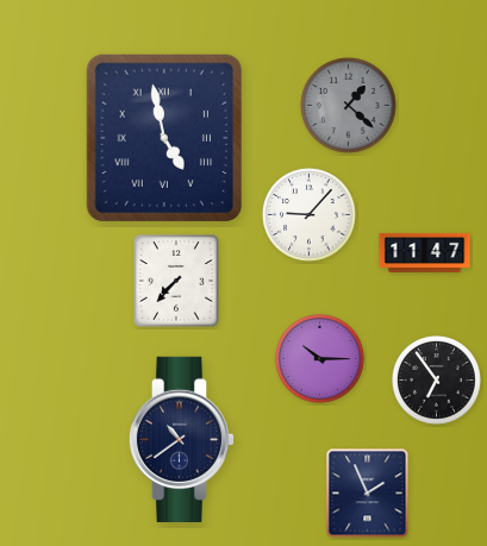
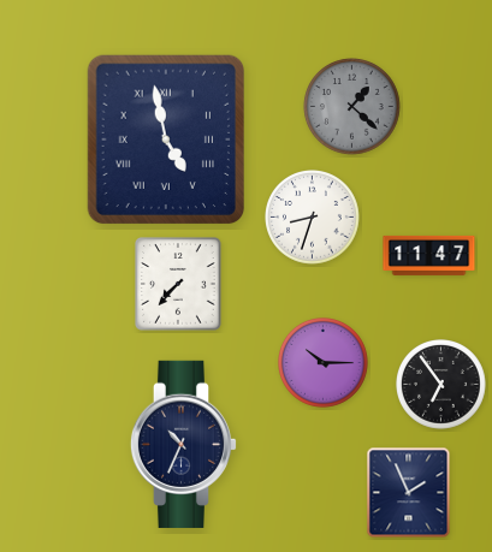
clock at (310, 215): 9:07 -> 8:33
clock at (182, 439): 10:39 -> 10:34
clock at (368, 494) position: (368, 494) -> (409, 493)
